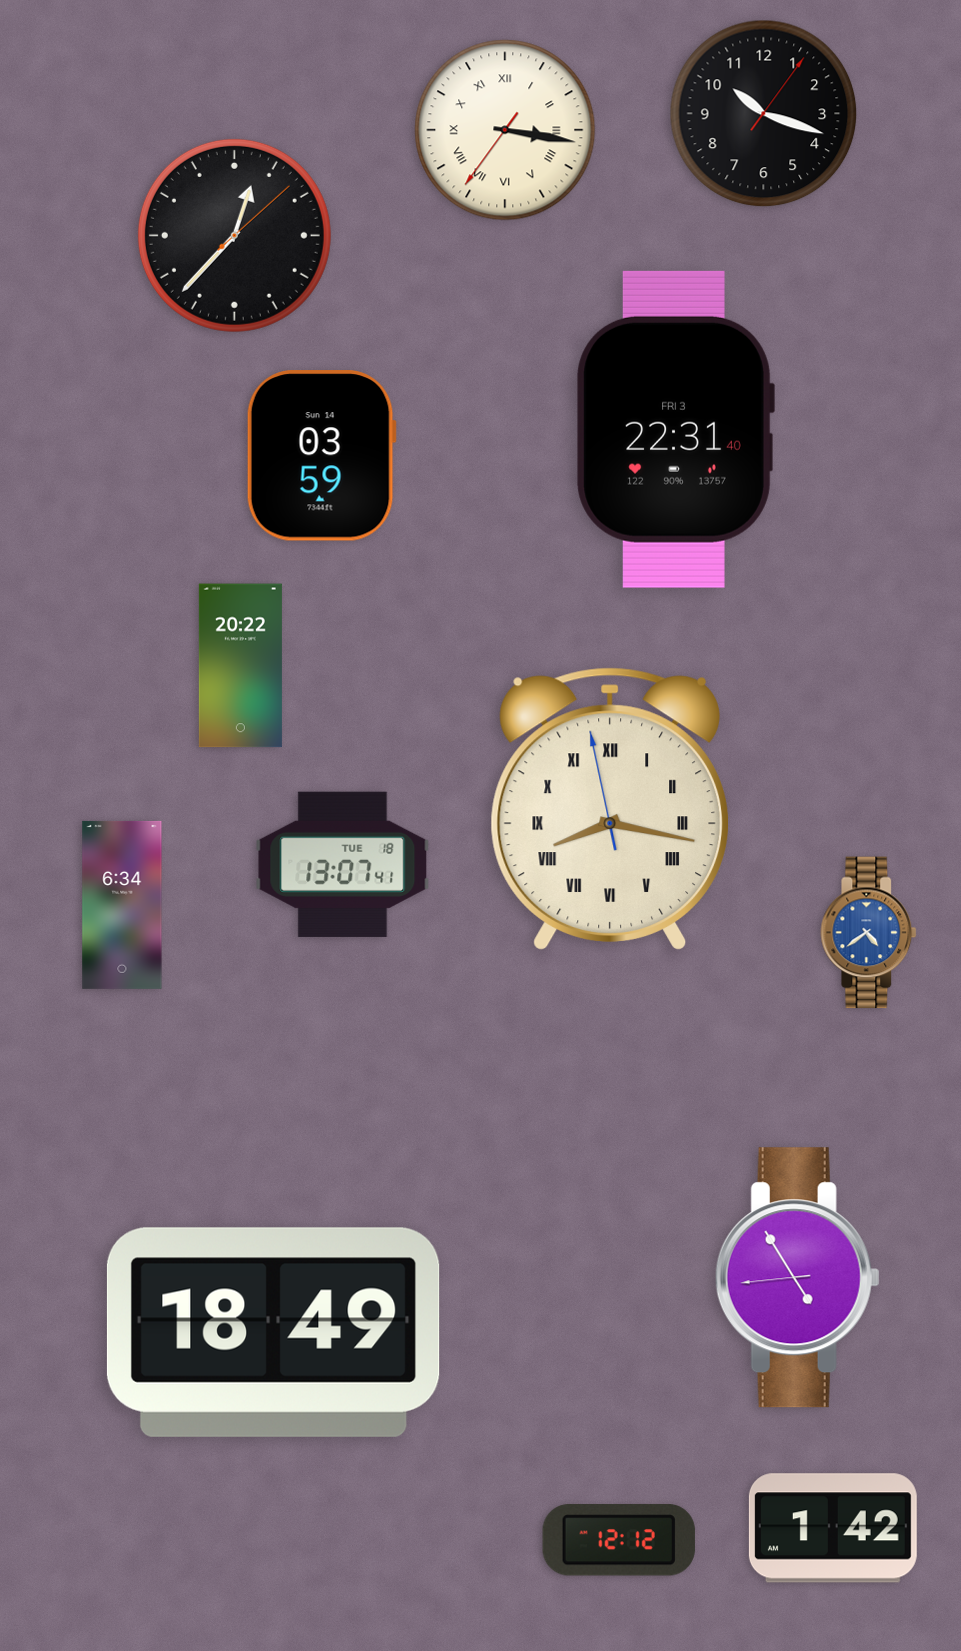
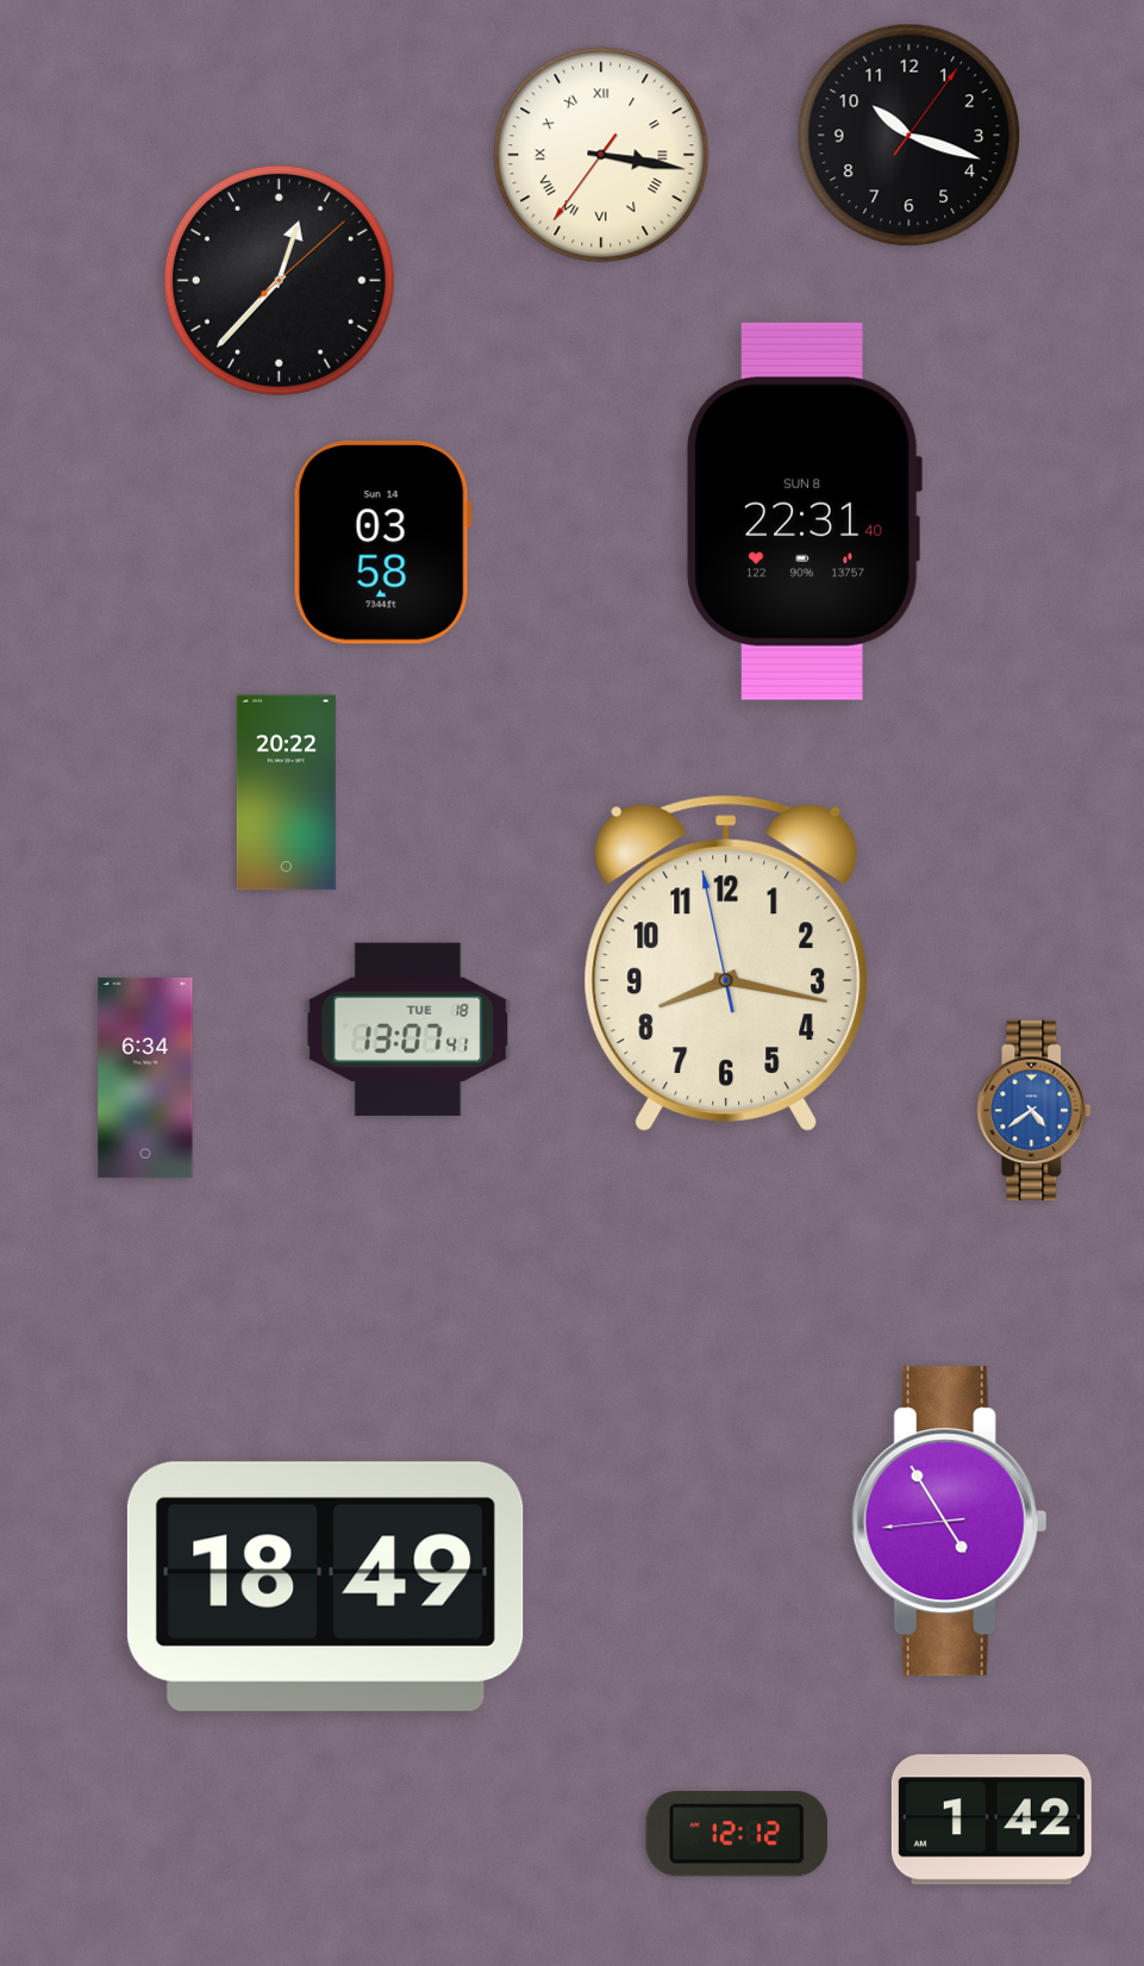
clock at (675, 429) date: FRI 3 -> SUN 8
clock at (321, 456): 03:59 -> 03:58
clock at (609, 809) numerals: Roman -> Arabic
